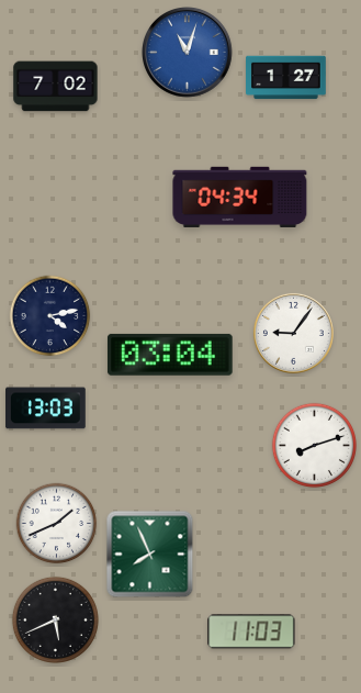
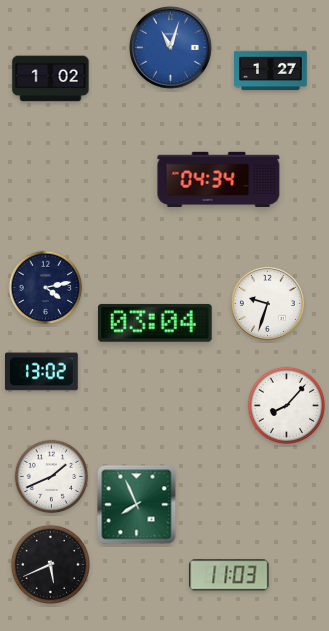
clock at (286, 78) position: (286, 78) -> (271, 71)
clock at (56, 87): 7:02 -> 1:02
clock at (293, 333): 9:06 -> 9:33
clock at (46, 409): 13:03 -> 13:02
clock at (314, 445): 8:12 -> 8:07
